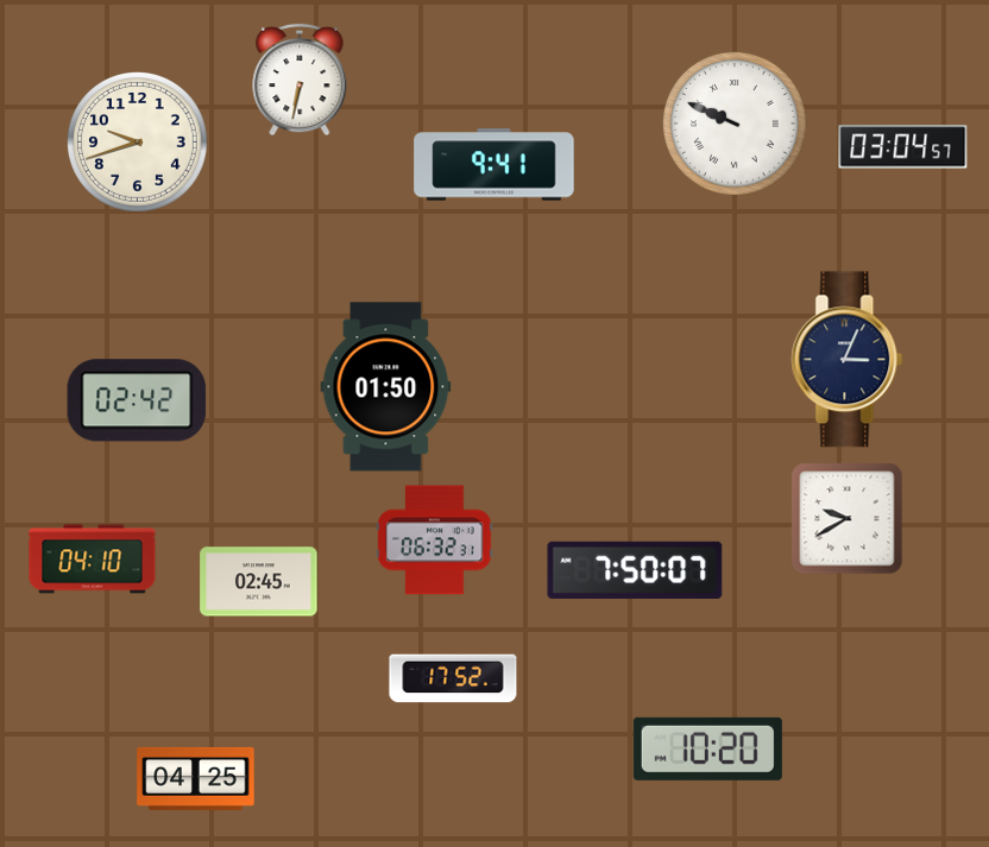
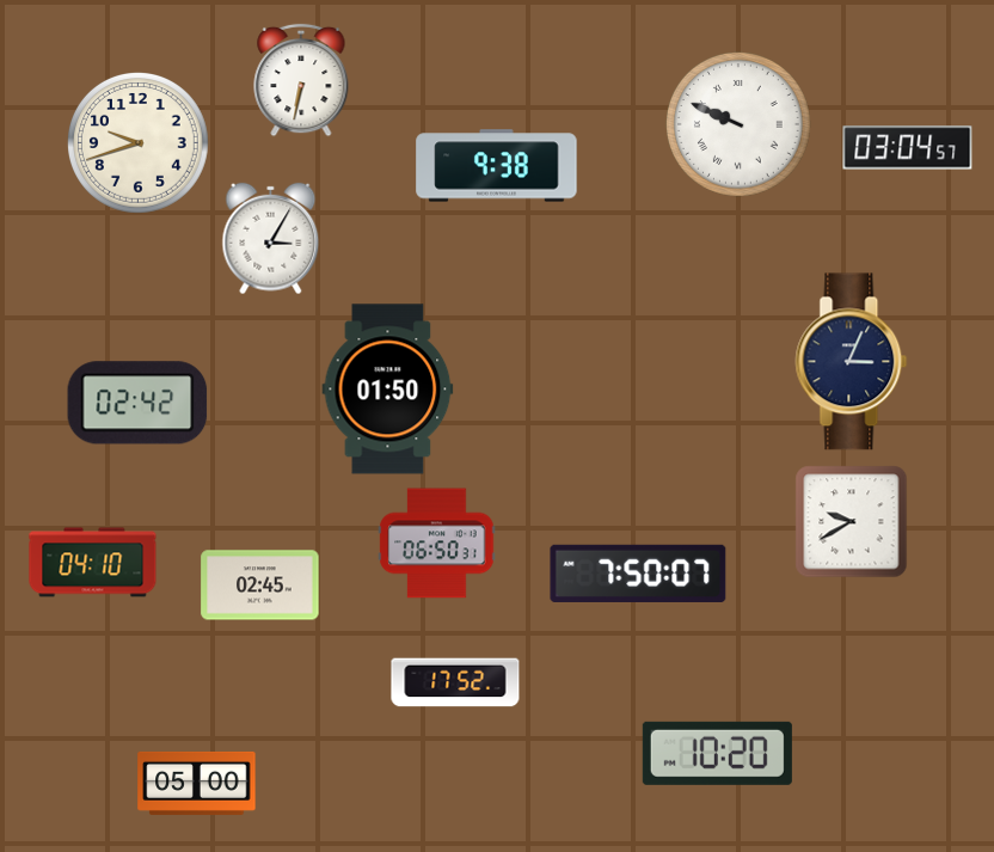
clock at (494, 165): 9:41 -> 9:38
clock at (271, 239): none -> 3:05
clock at (435, 541): 06:32 -> 06:50
clock at (707, 748) position: (707, 748) -> (717, 753)
clock at (196, 778): 04:25 -> 05:00
